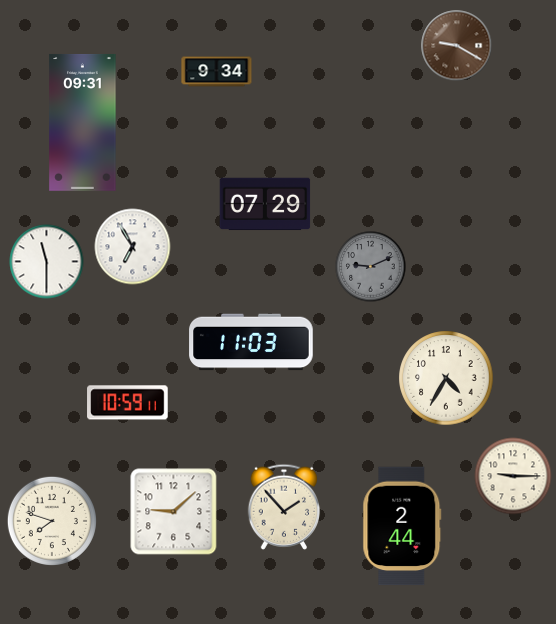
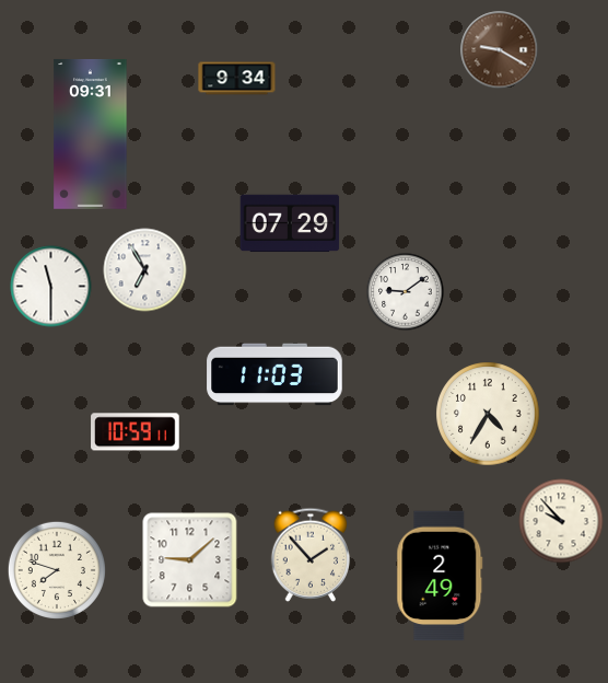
clock at (371, 267): 9:11 -> 9:09
clock at (371, 267) dial: grey -> white
clock at (128, 403) position: (128, 403) -> (136, 432)
clock at (513, 476): 9:15 -> 9:53
clock at (402, 526): 2:44 -> 2:49
